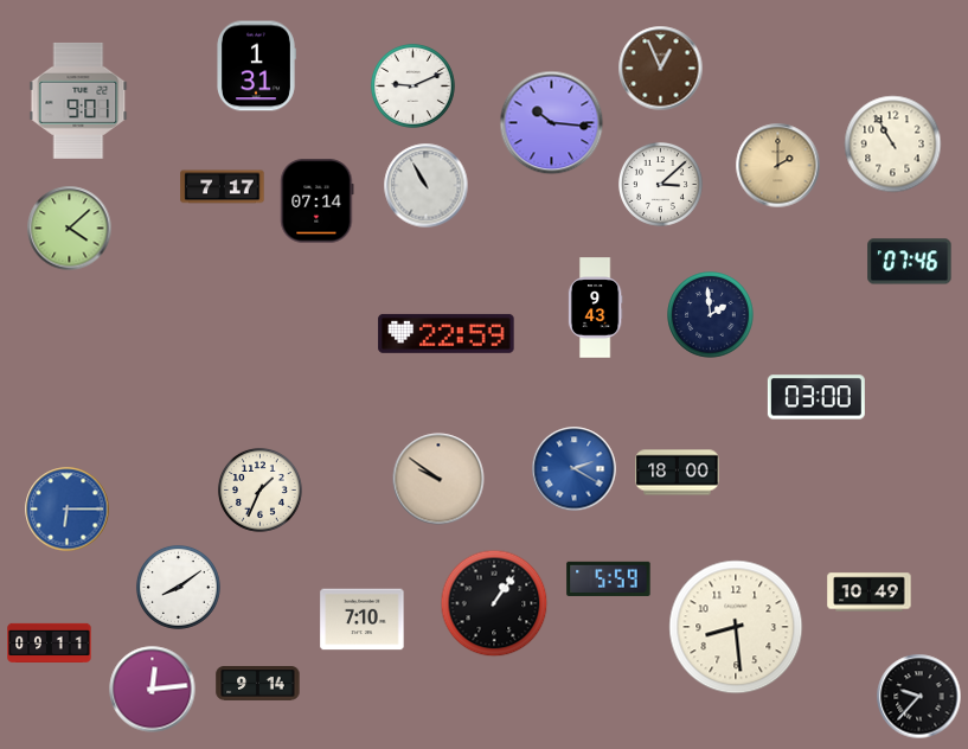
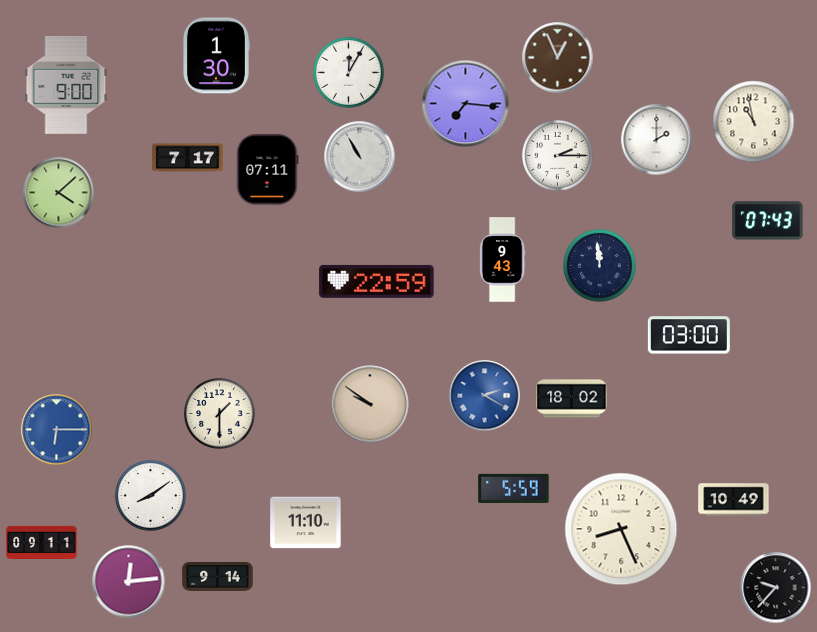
clock at (256, 66): 1:31 -> 1:30
clock at (412, 85): 9:11 -> 12:05
clock at (78, 101): 9:01 -> 9:00
clock at (552, 123): 10:16 -> 7:16
clock at (893, 145): 10:55 -> 10:58
clock at (778, 166) dial: champagne -> white
clock at (660, 184): 3:08 -> 2:15
clock at (318, 201): 07:14 -> 07:11
clock at (910, 262): 07:46 -> 07:43
clock at (711, 315): 1:59 -> 11:59
clock at (678, 473): 18:00 -> 18:02
clock at (259, 489): 1:34 -> 1:30
clock at (494, 603): 1:06 -> none
clock at (363, 620): 7:10 -> 11:10
clock at (736, 627): 8:29 -> 8:26
